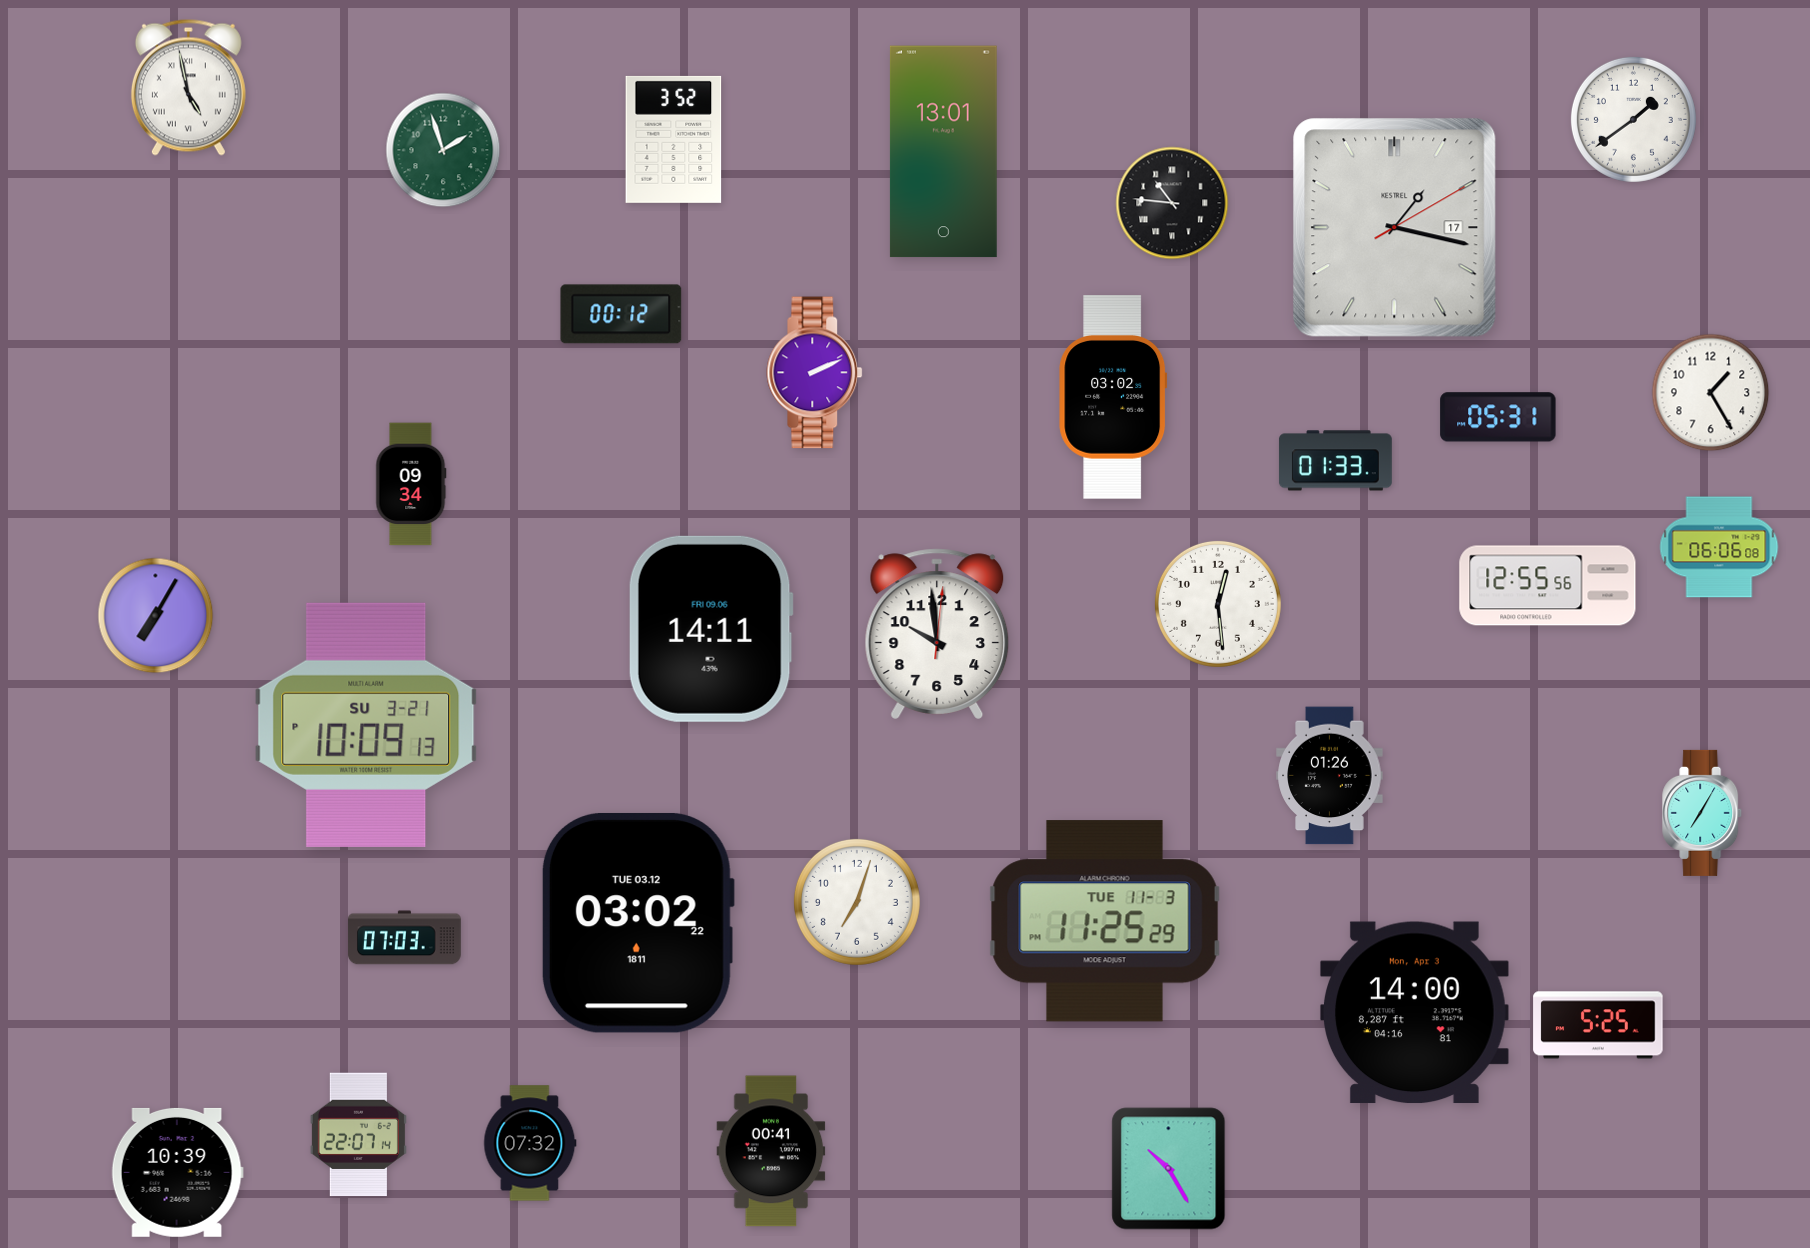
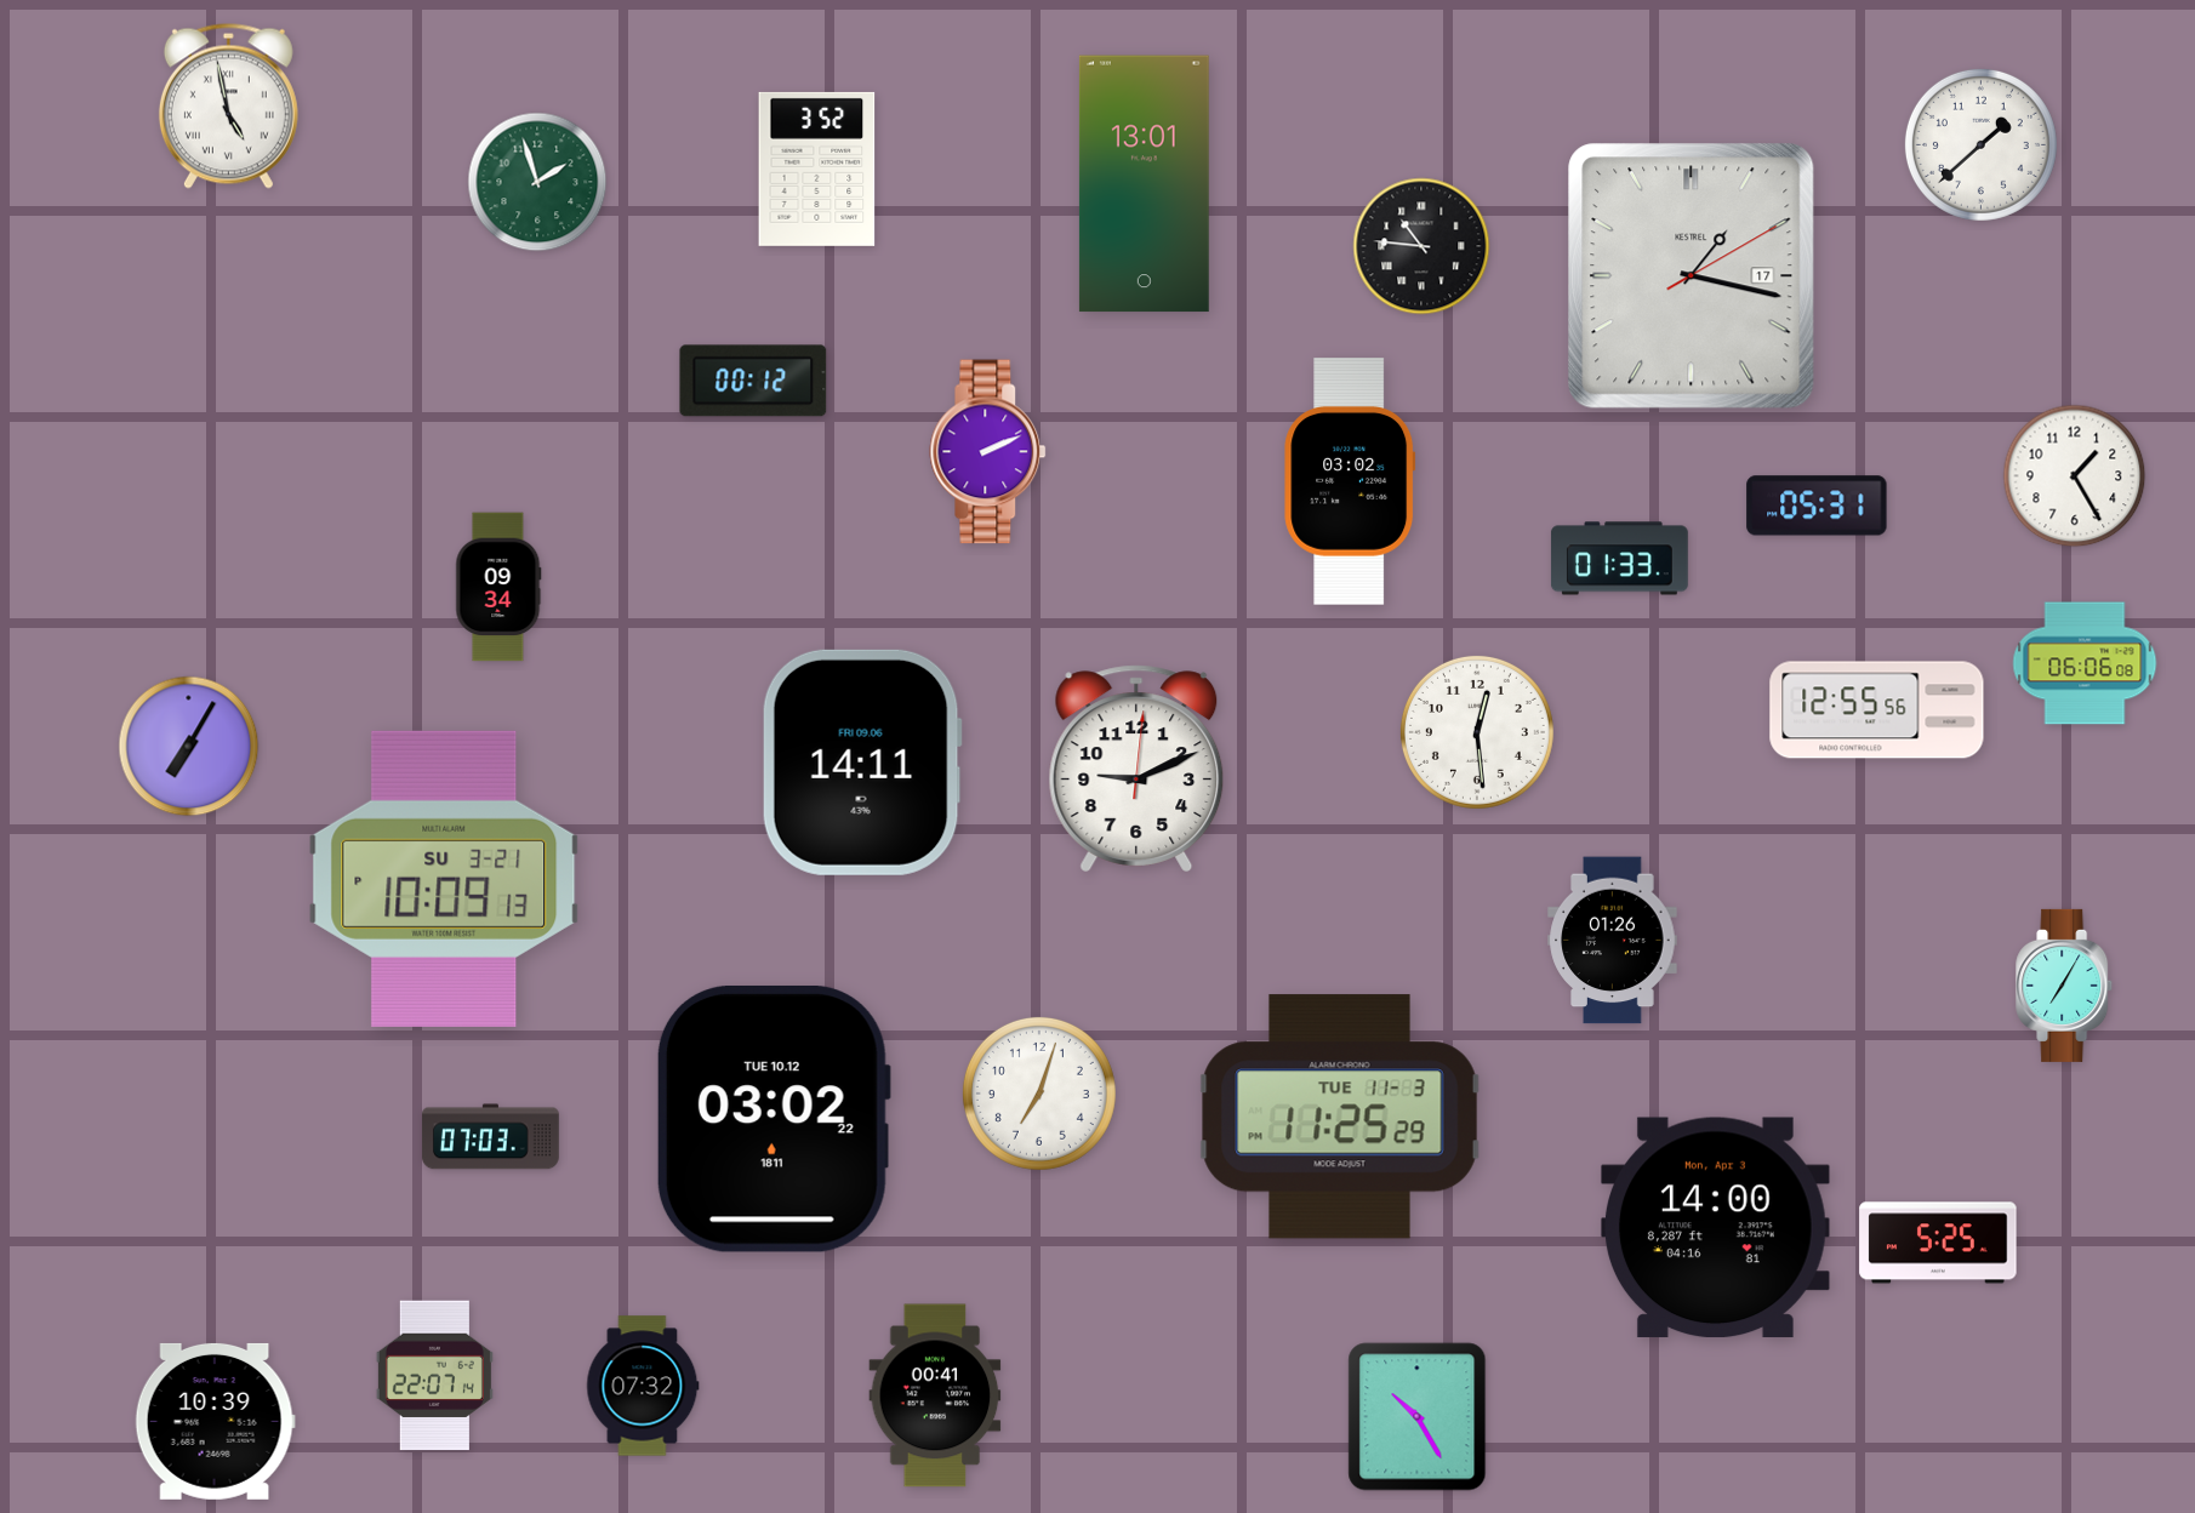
clock at (1633, 119): 1:39 -> 1:38
clock at (937, 634): 9:59 -> 9:11
clock at (638, 923) date: TUE 03.12 -> TUE 10.12
